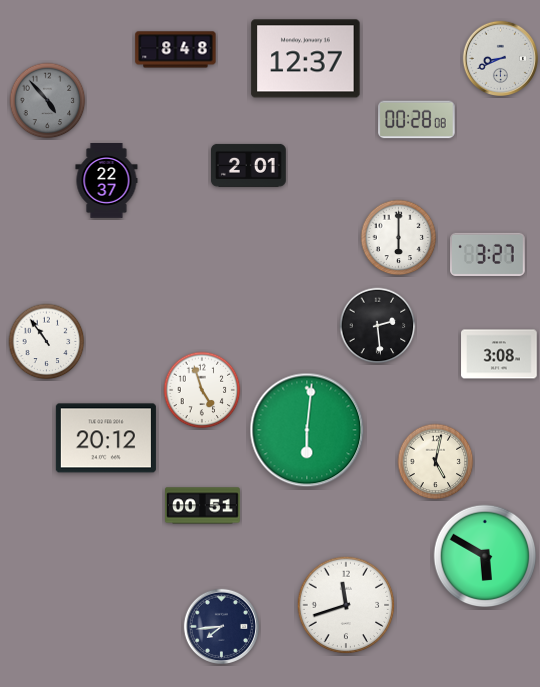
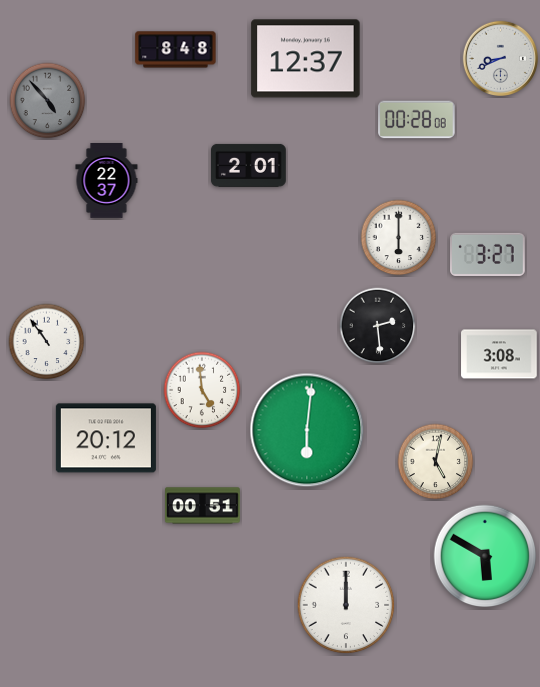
clock at (202, 390): 4:57 -> 4:59
clock at (346, 605): 11:42 -> 12:00
clock at (221, 626): 7:44 -> none
